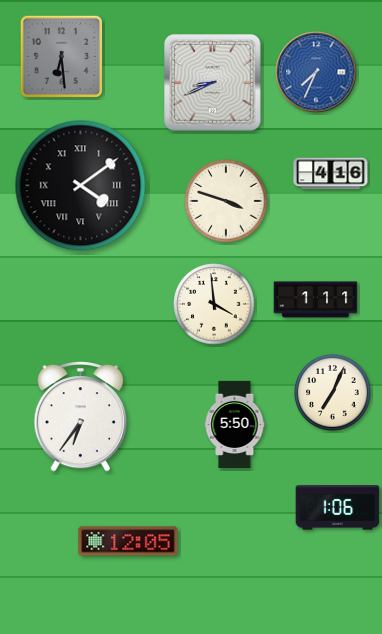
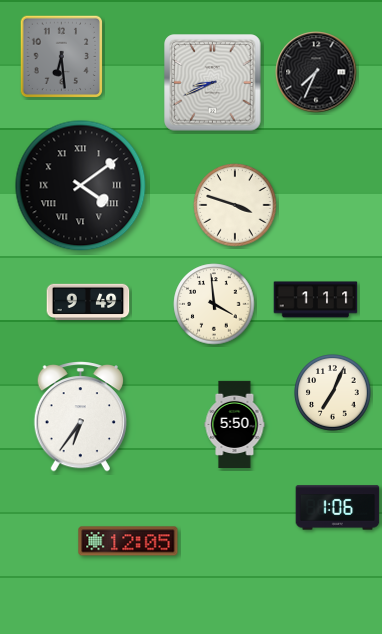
clock at (316, 72) dial: blue -> black
clock at (331, 174): 4:16 -> none
clock at (226, 201) position: (226, 201) -> (235, 205)
clock at (88, 302): none -> 9:49
